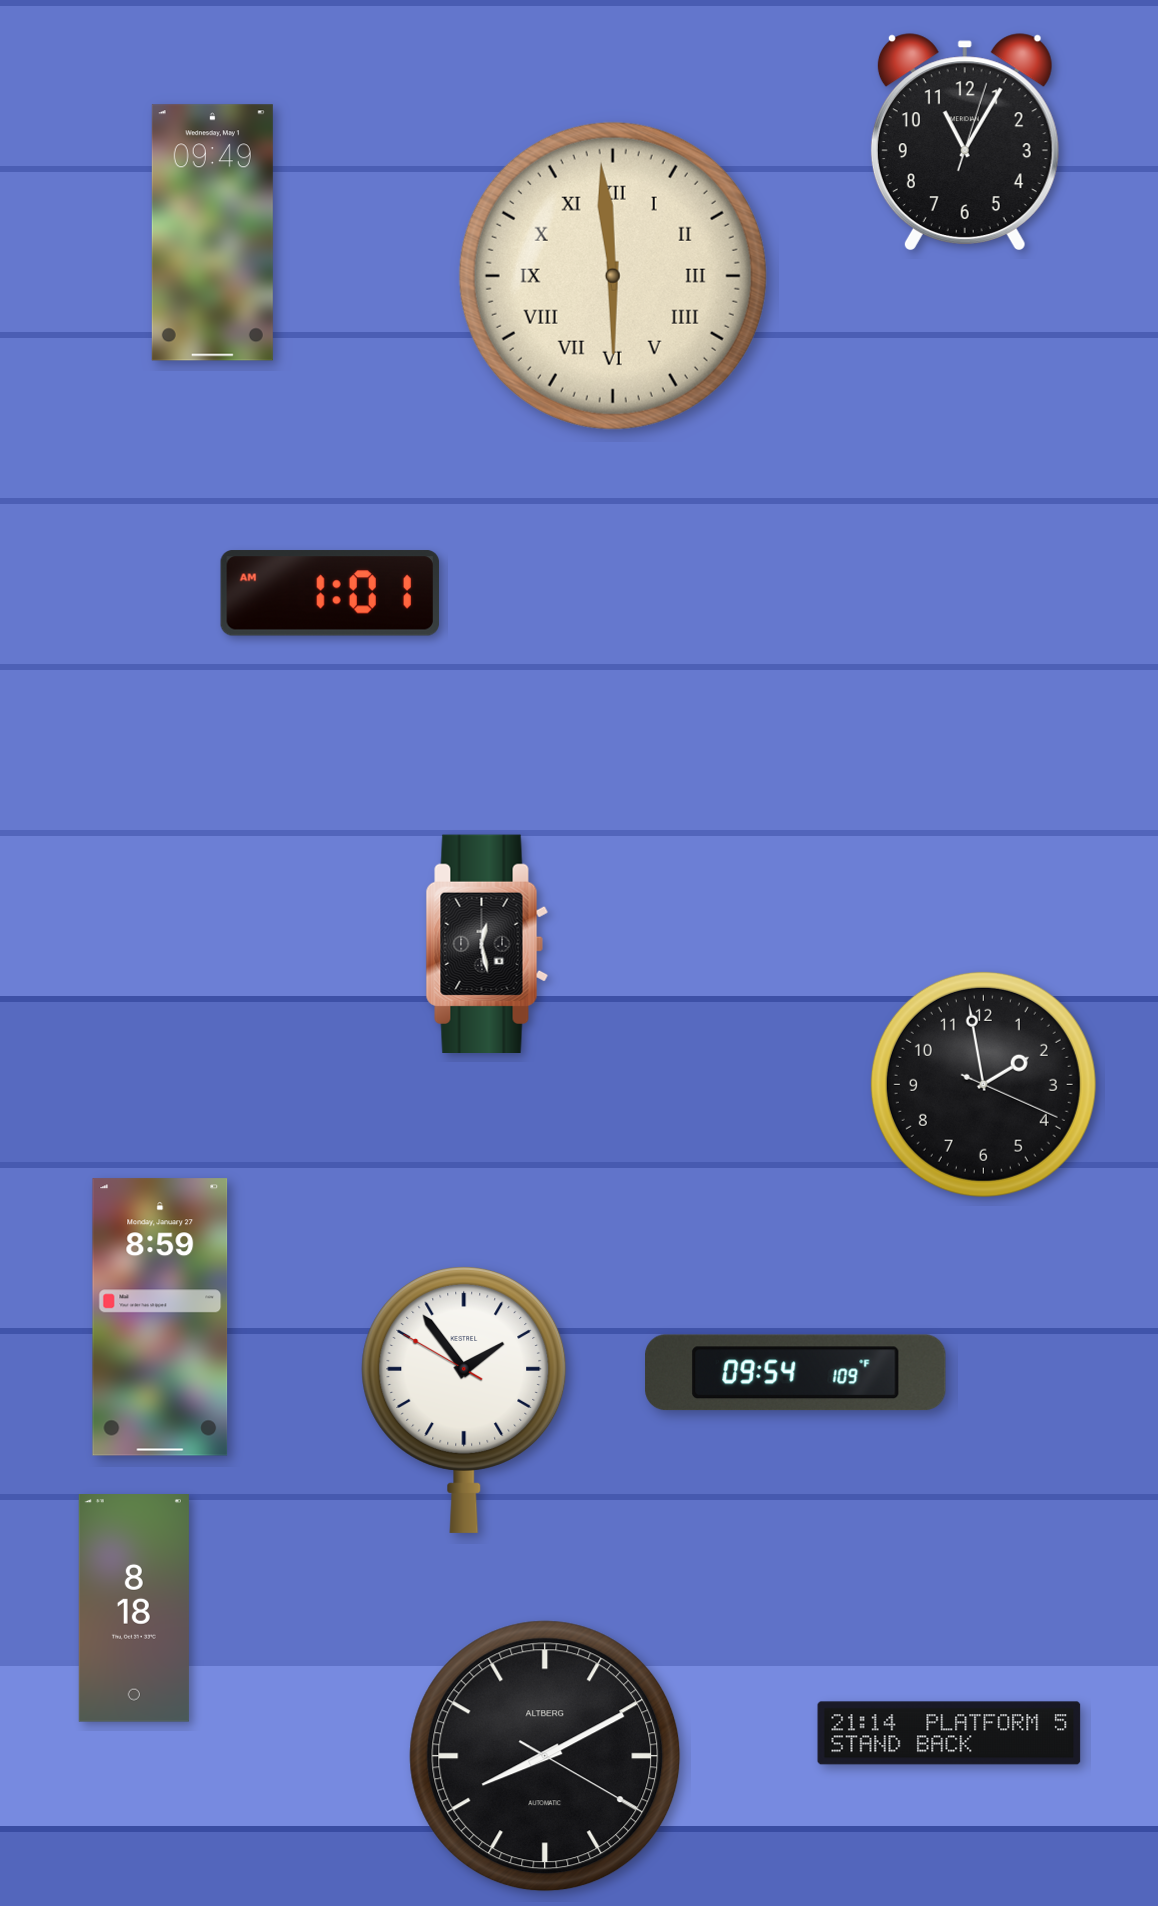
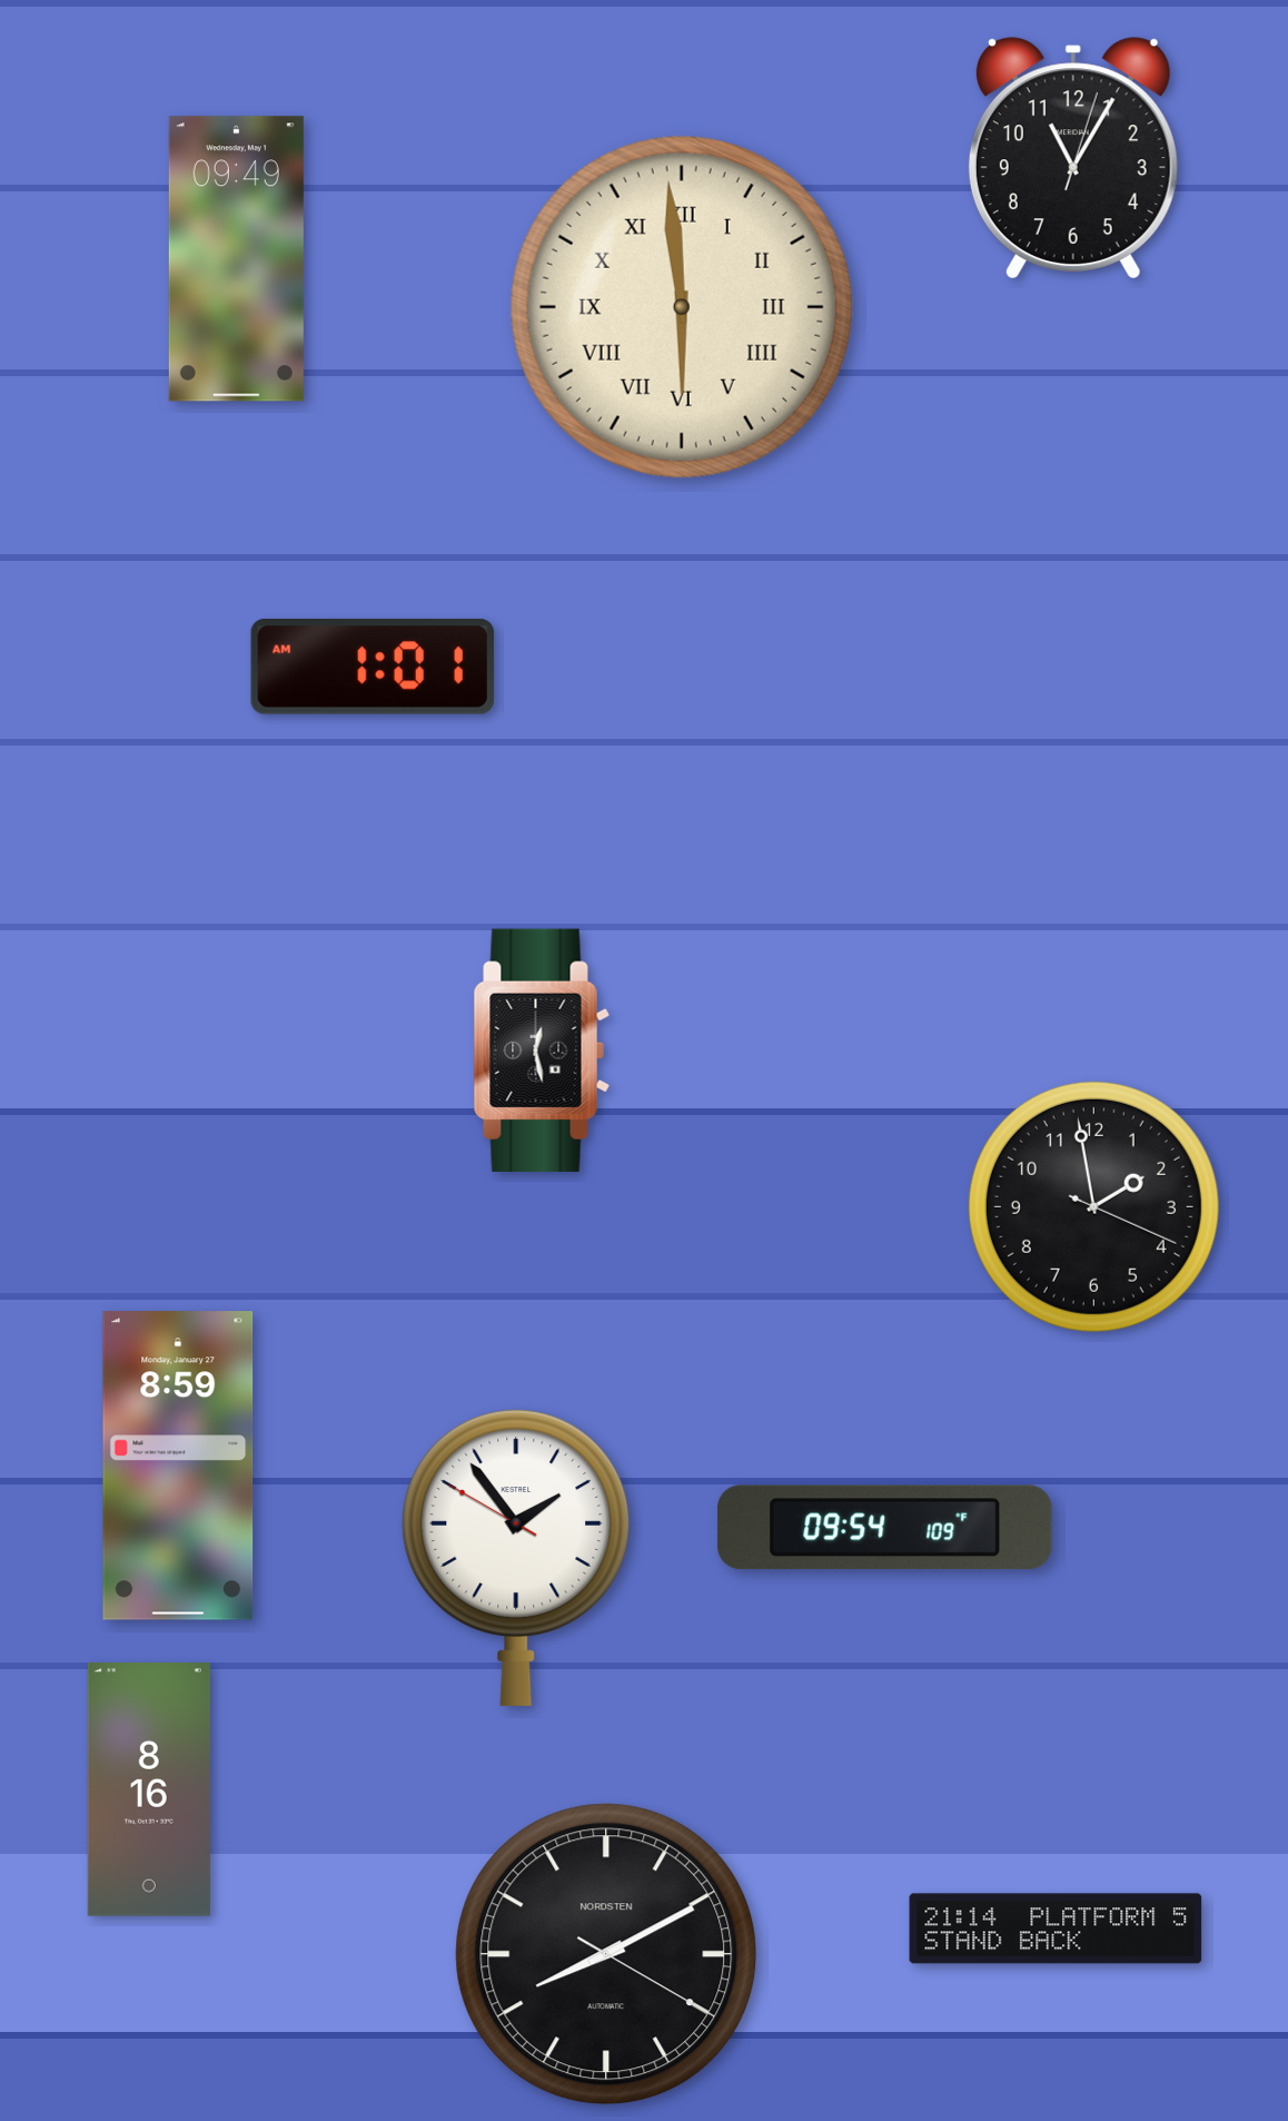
clock at (330, 593) position: (330, 593) -> (373, 667)
clock at (134, 1609): 8:18 -> 8:16
clock at (545, 1756) brand: ALTBERG -> NORDSTEN
